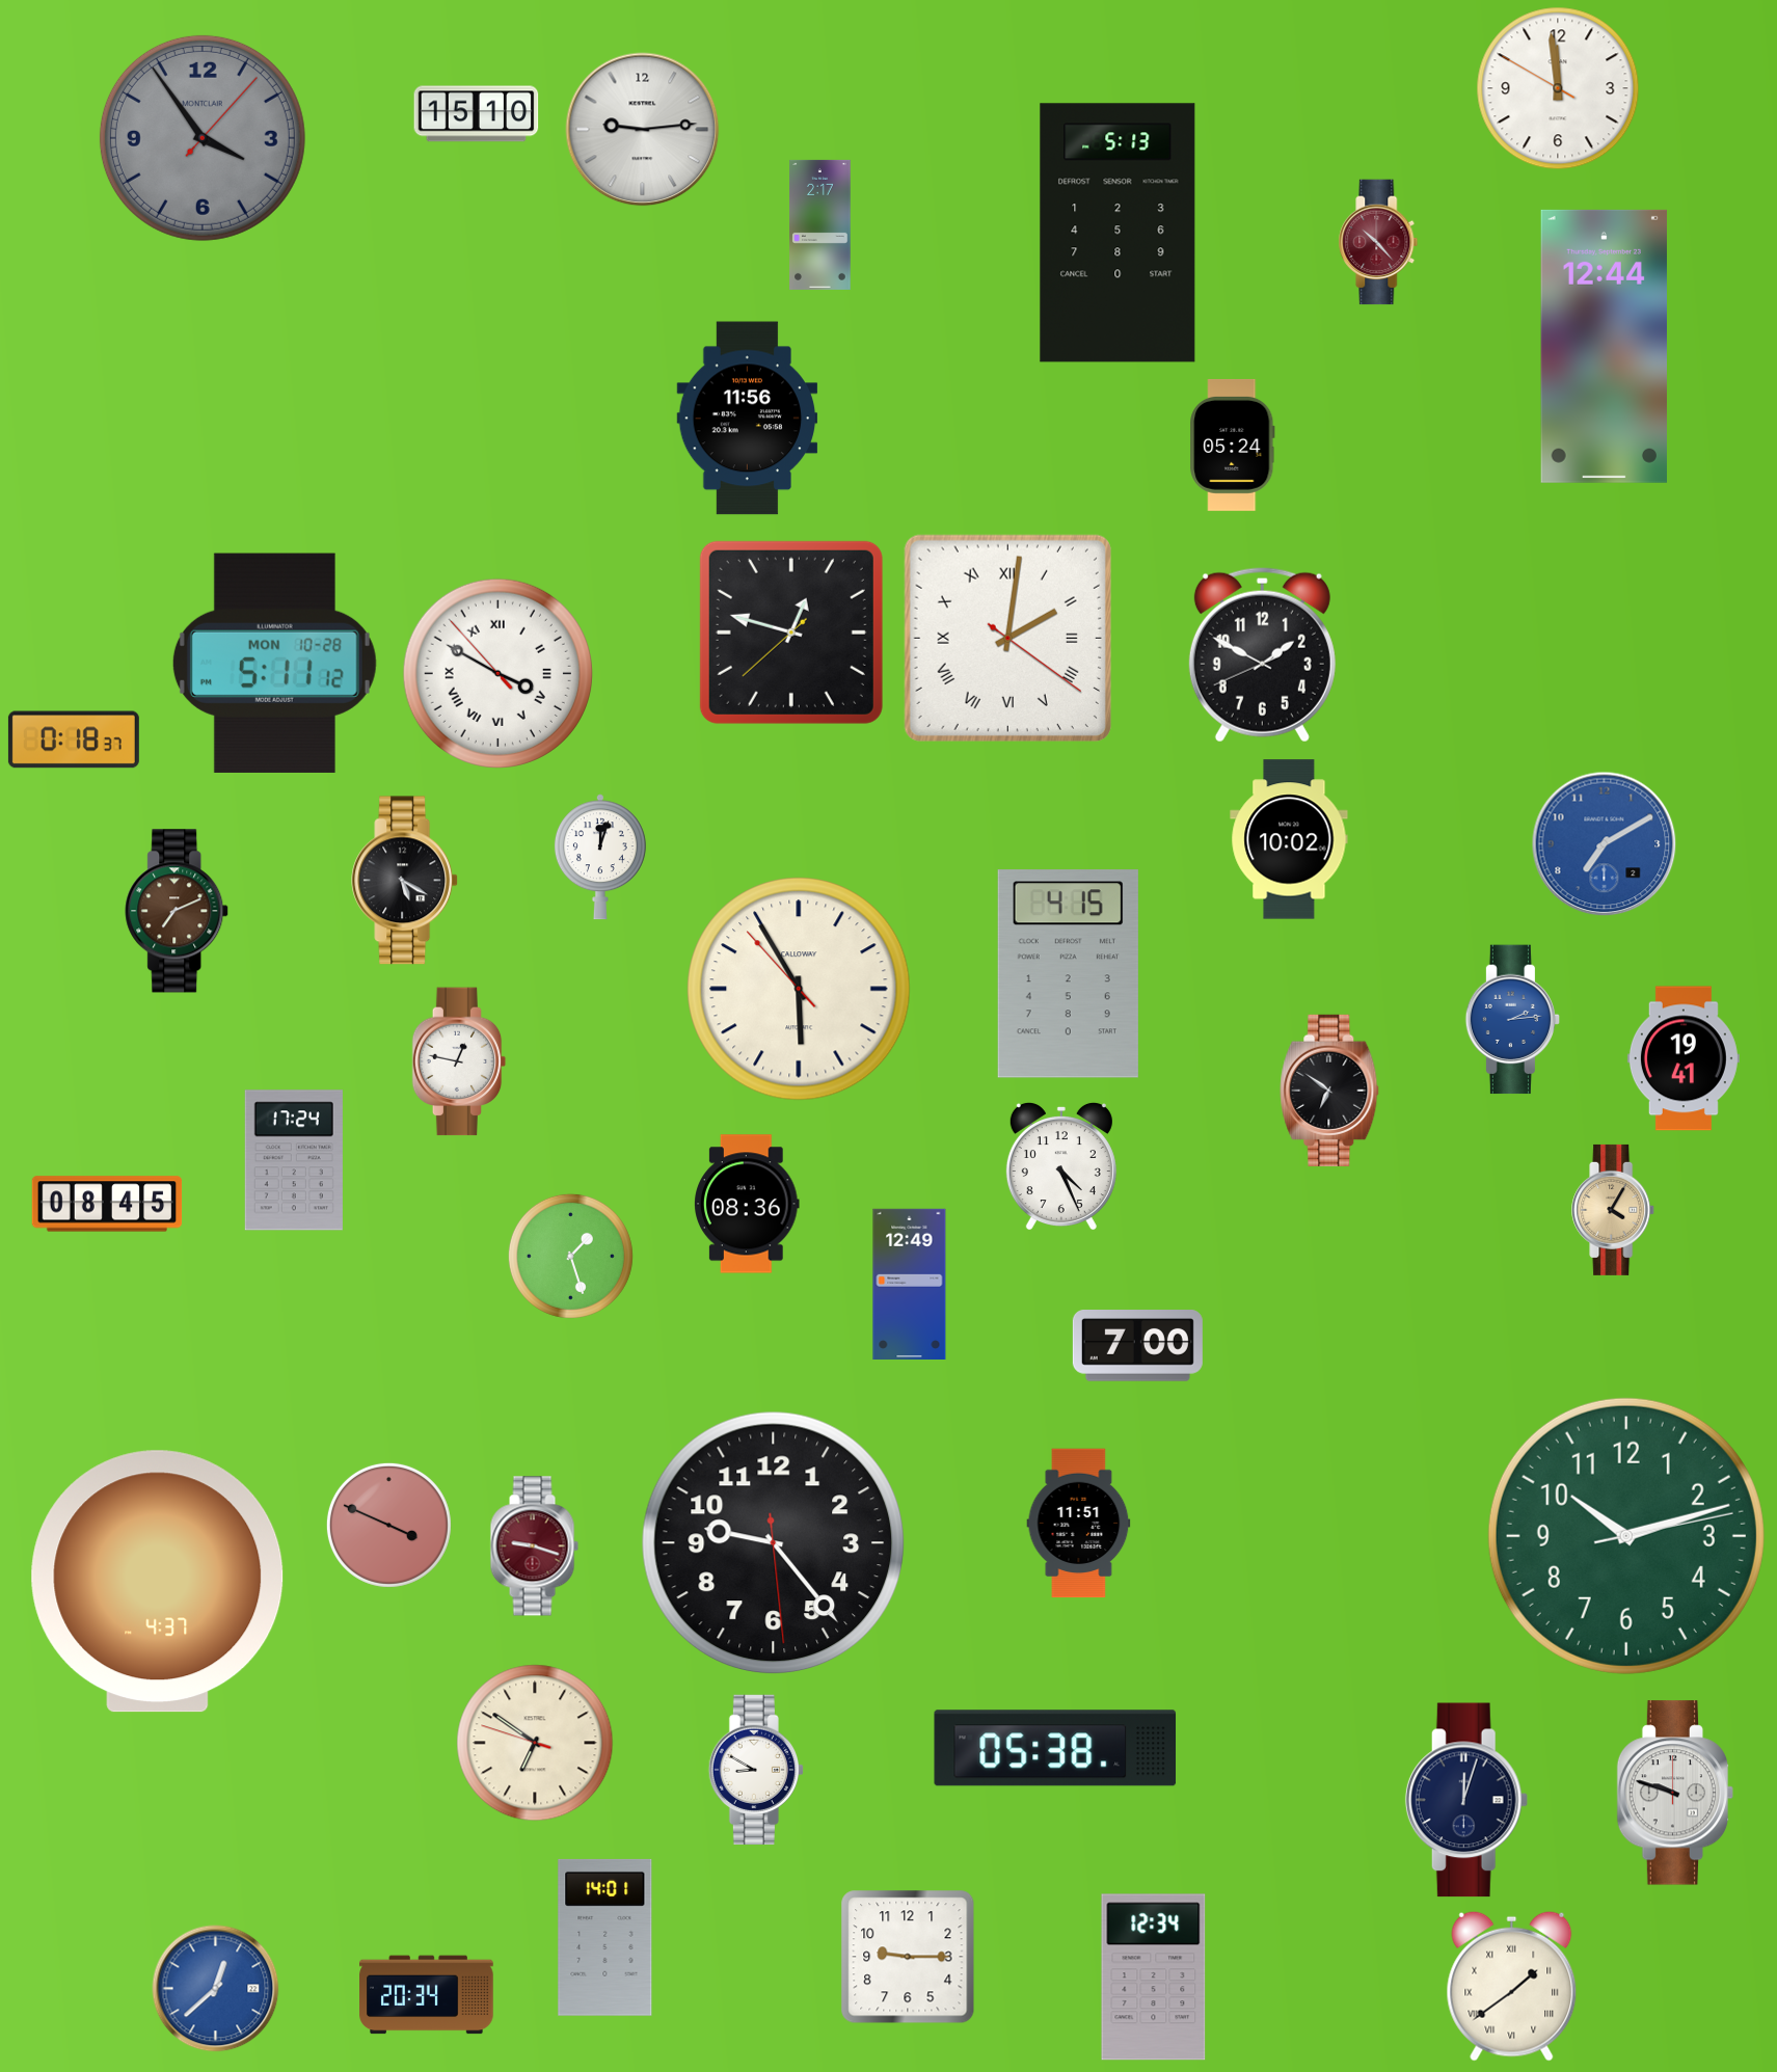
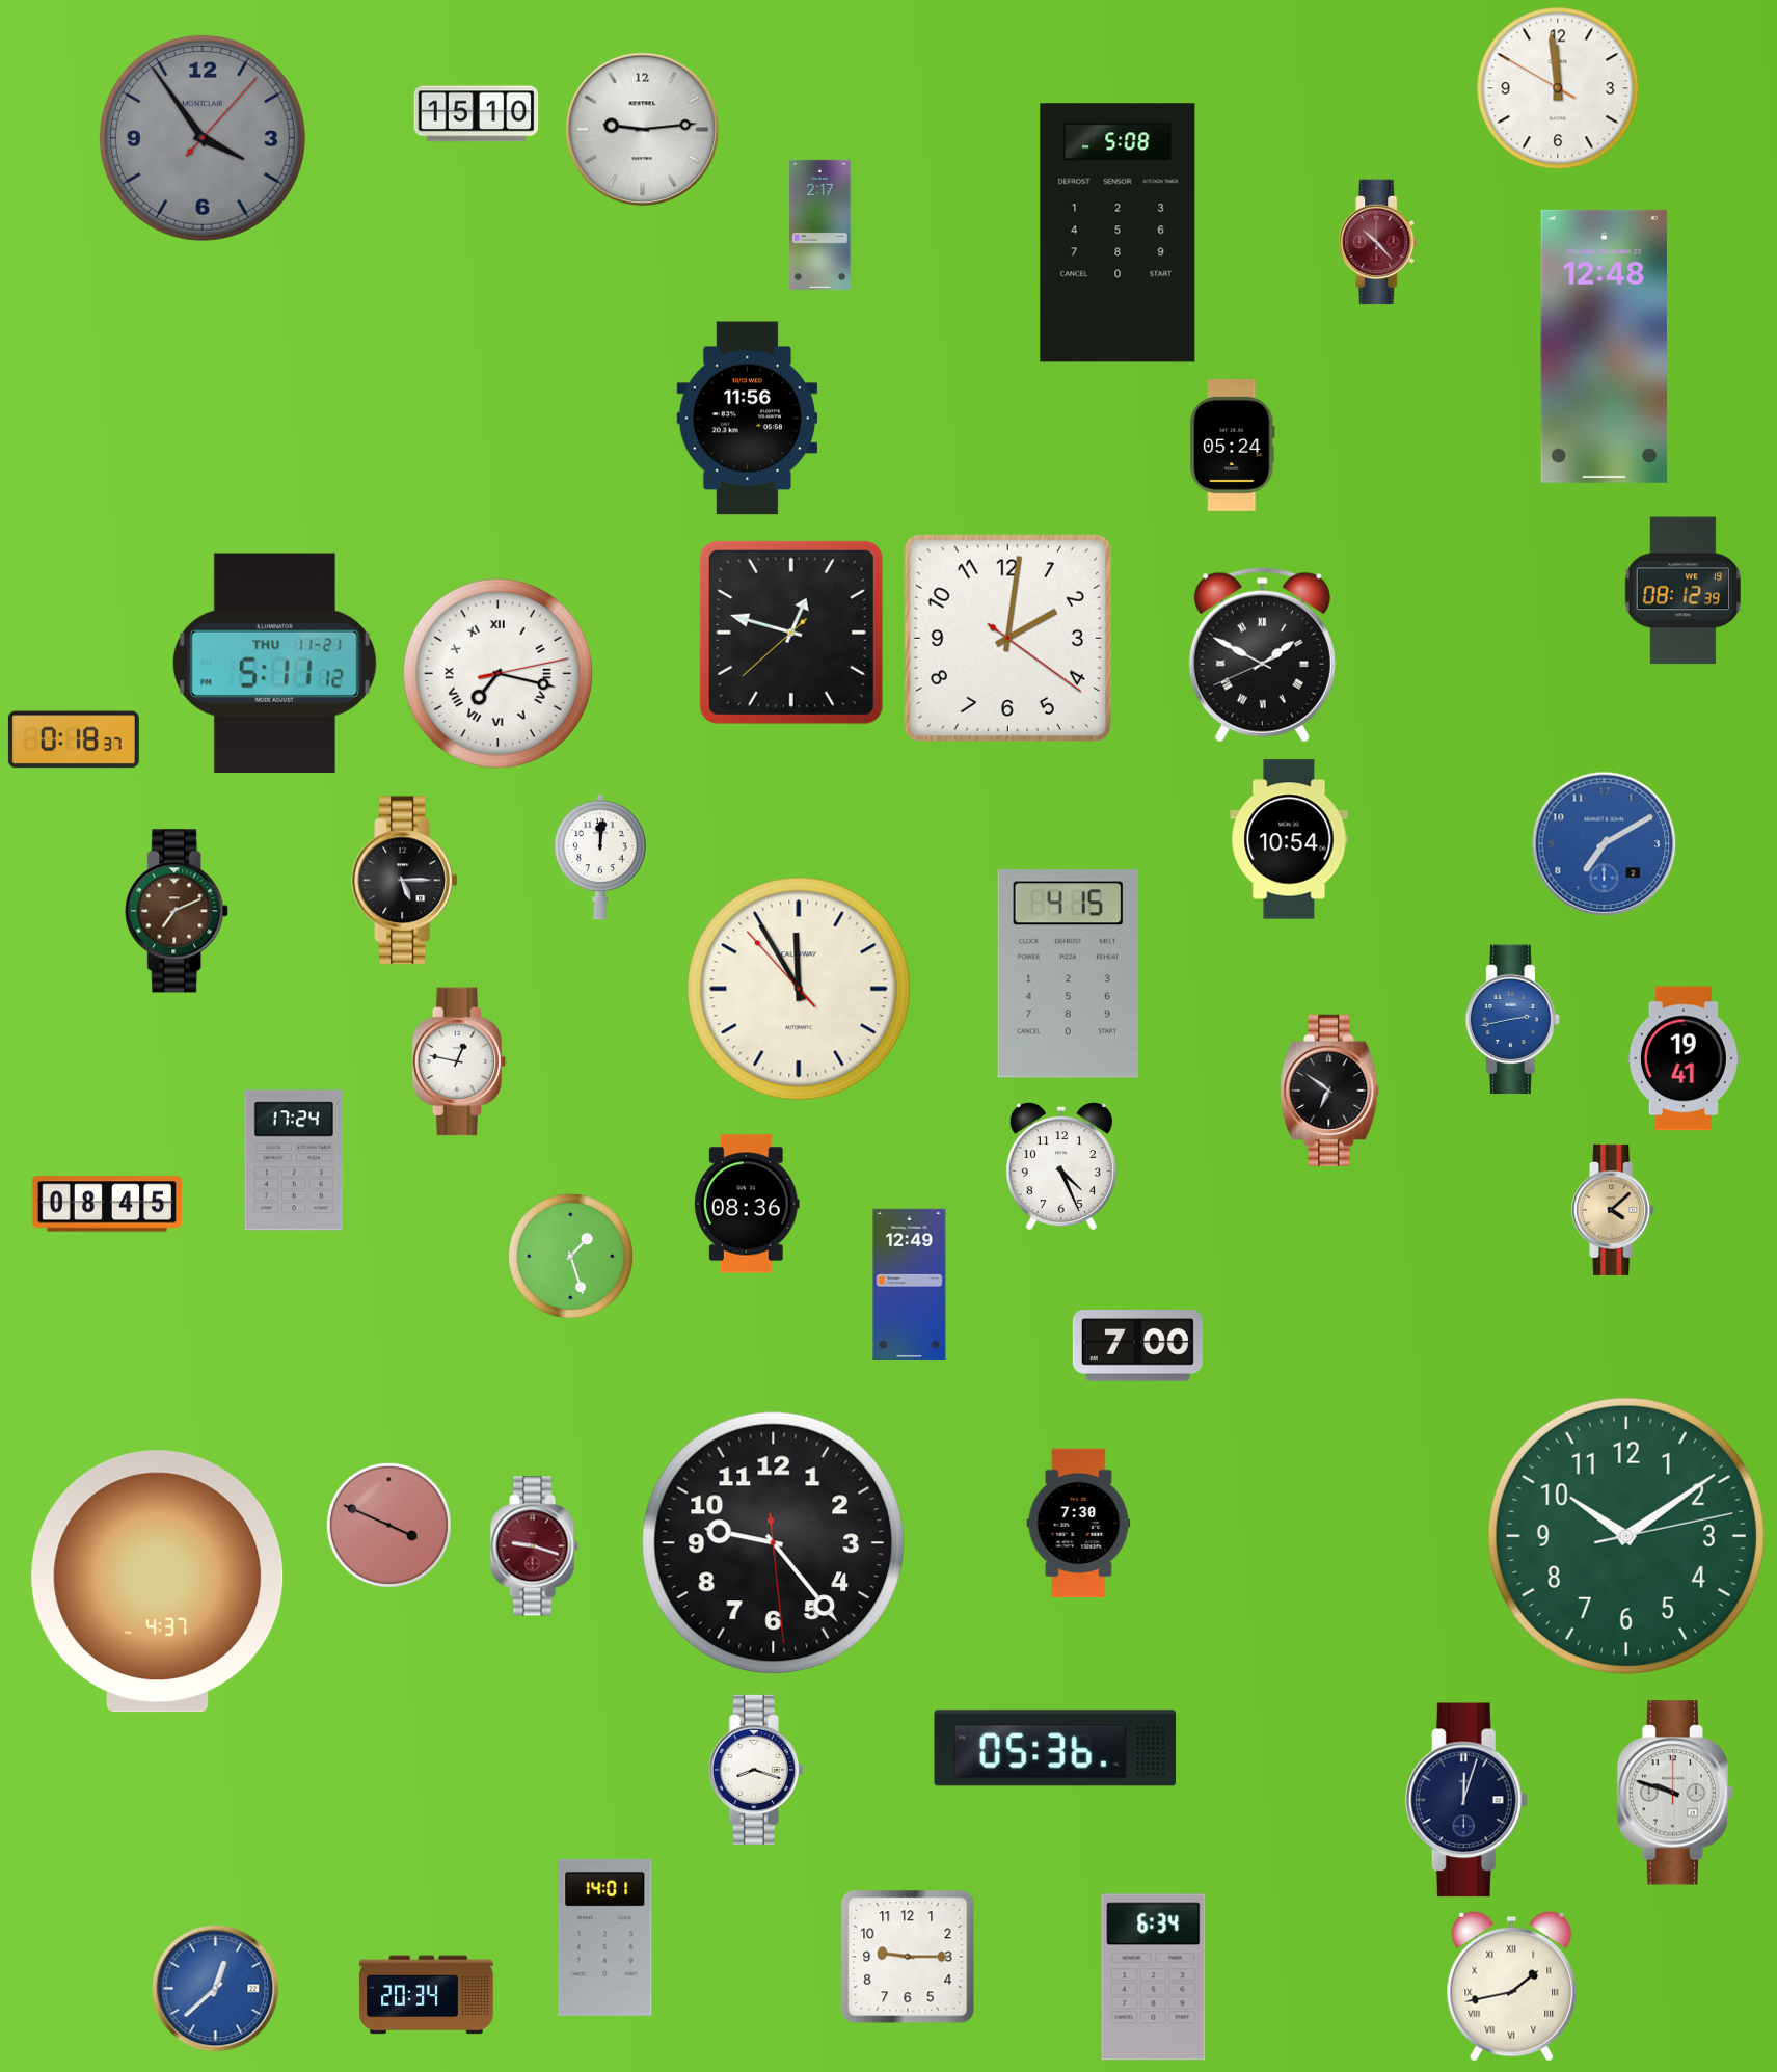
clock at (1118, 233): 5:13 -> 5:08
clock at (1604, 346): 12:44 -> 12:48
clock at (1684, 591): none -> 08:12
clock at (1007, 638) numerals: Roman -> Arabic
clock at (1262, 655) numerals: Arabic -> Roman
clock at (274, 663) date: MON 10-28 -> THU 11-21
clock at (497, 673): 3:49 -> 7:17
clock at (1289, 839): 10:02 -> 10:54
clock at (600, 857): 12:03 -> 12:01
clock at (405, 881): 5:20 -> 5:15
clock at (799, 989): 5:54 -> 11:54
clock at (1513, 1020): 2:14 -> 2:43
clock at (1614, 1210): 4:05 -> 4:08
clock at (1079, 1524): 11:51 -> 7:30
clock at (1626, 1536): 10:12 -> 10:09
clock at (535, 1743): 6:50 -> none
clock at (1055, 1748): 05:38 -> 05:36
clock at (755, 1769): 8:50 -> 8:18
clock at (1154, 1977): 12:34 -> 6:34
clock at (1512, 1986): 1:39 -> 1:43
